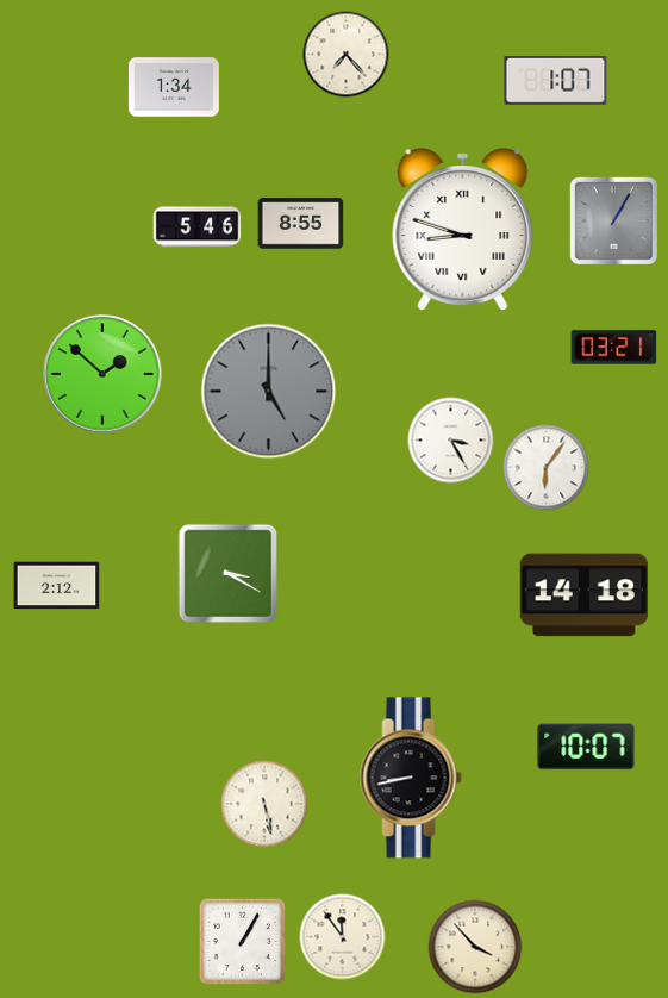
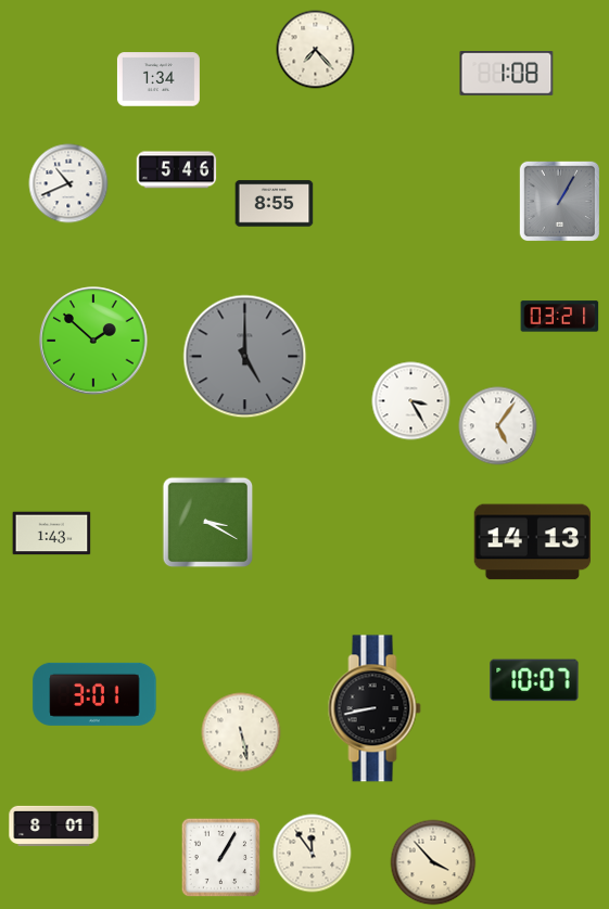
clock at (556, 81): 1:07 -> 1:08
clock at (68, 183): none -> 10:41
clock at (198, 227) position: (198, 227) -> (177, 170)
clock at (463, 229): 8:48 -> none
clock at (547, 468): 6:06 -> 5:06
clock at (57, 586): 2:12 -> 1:43
clock at (583, 595): 14:18 -> 14:13
clock at (94, 694): none -> 3:01
clock at (54, 825): none -> 8:01
